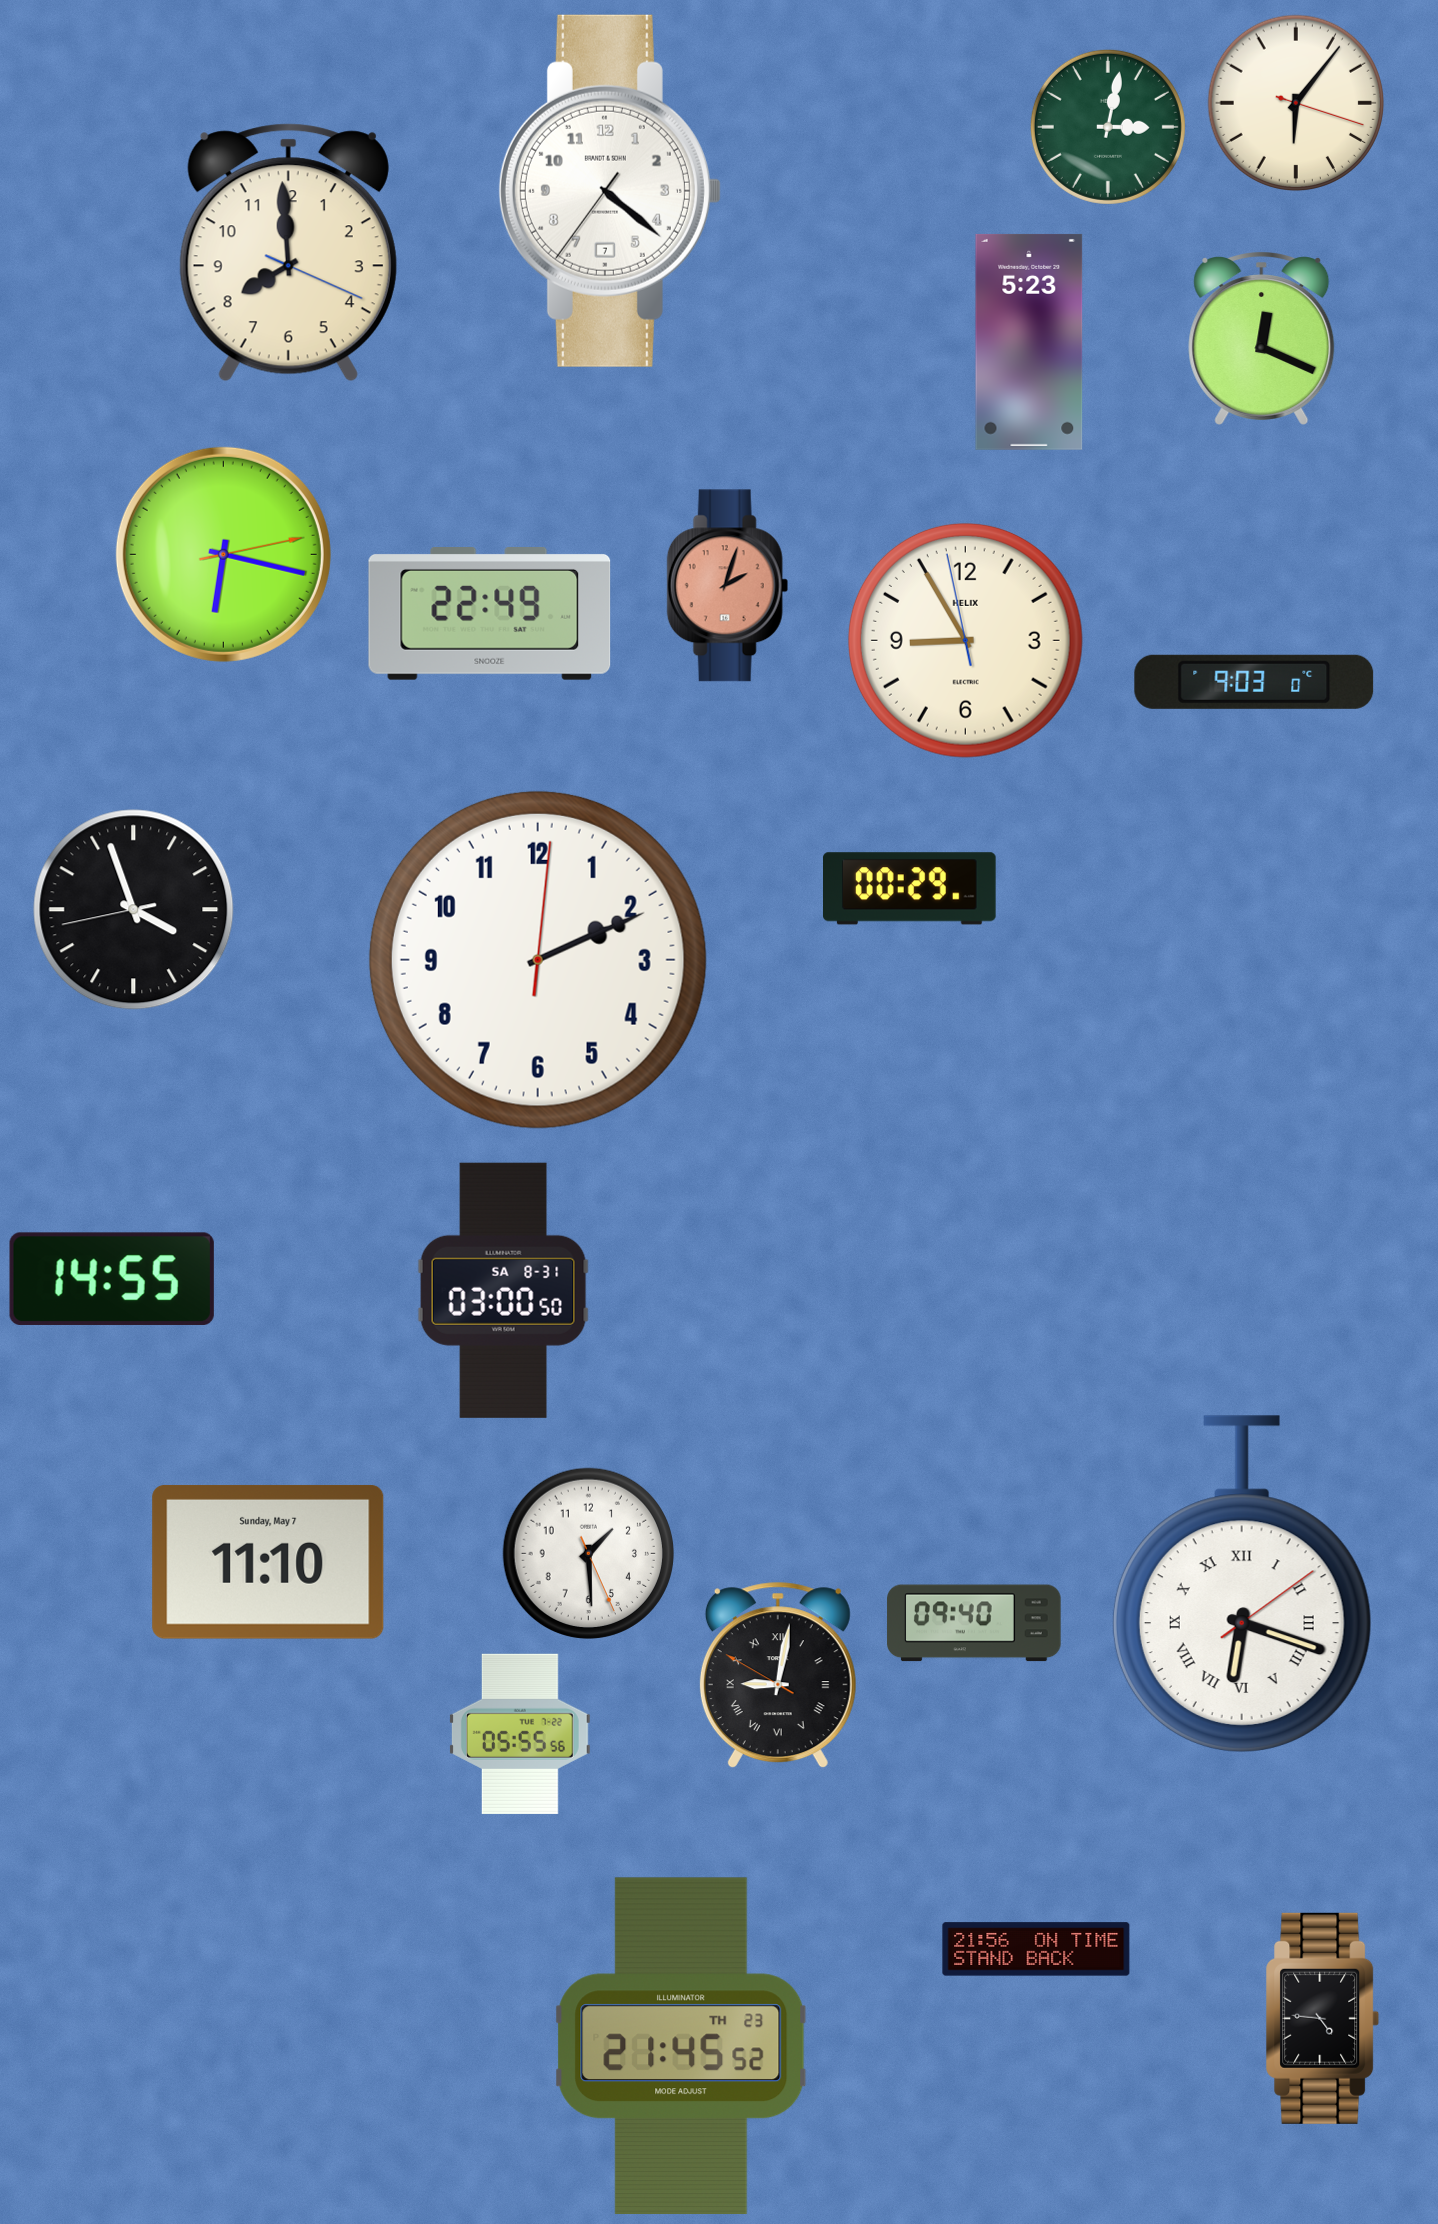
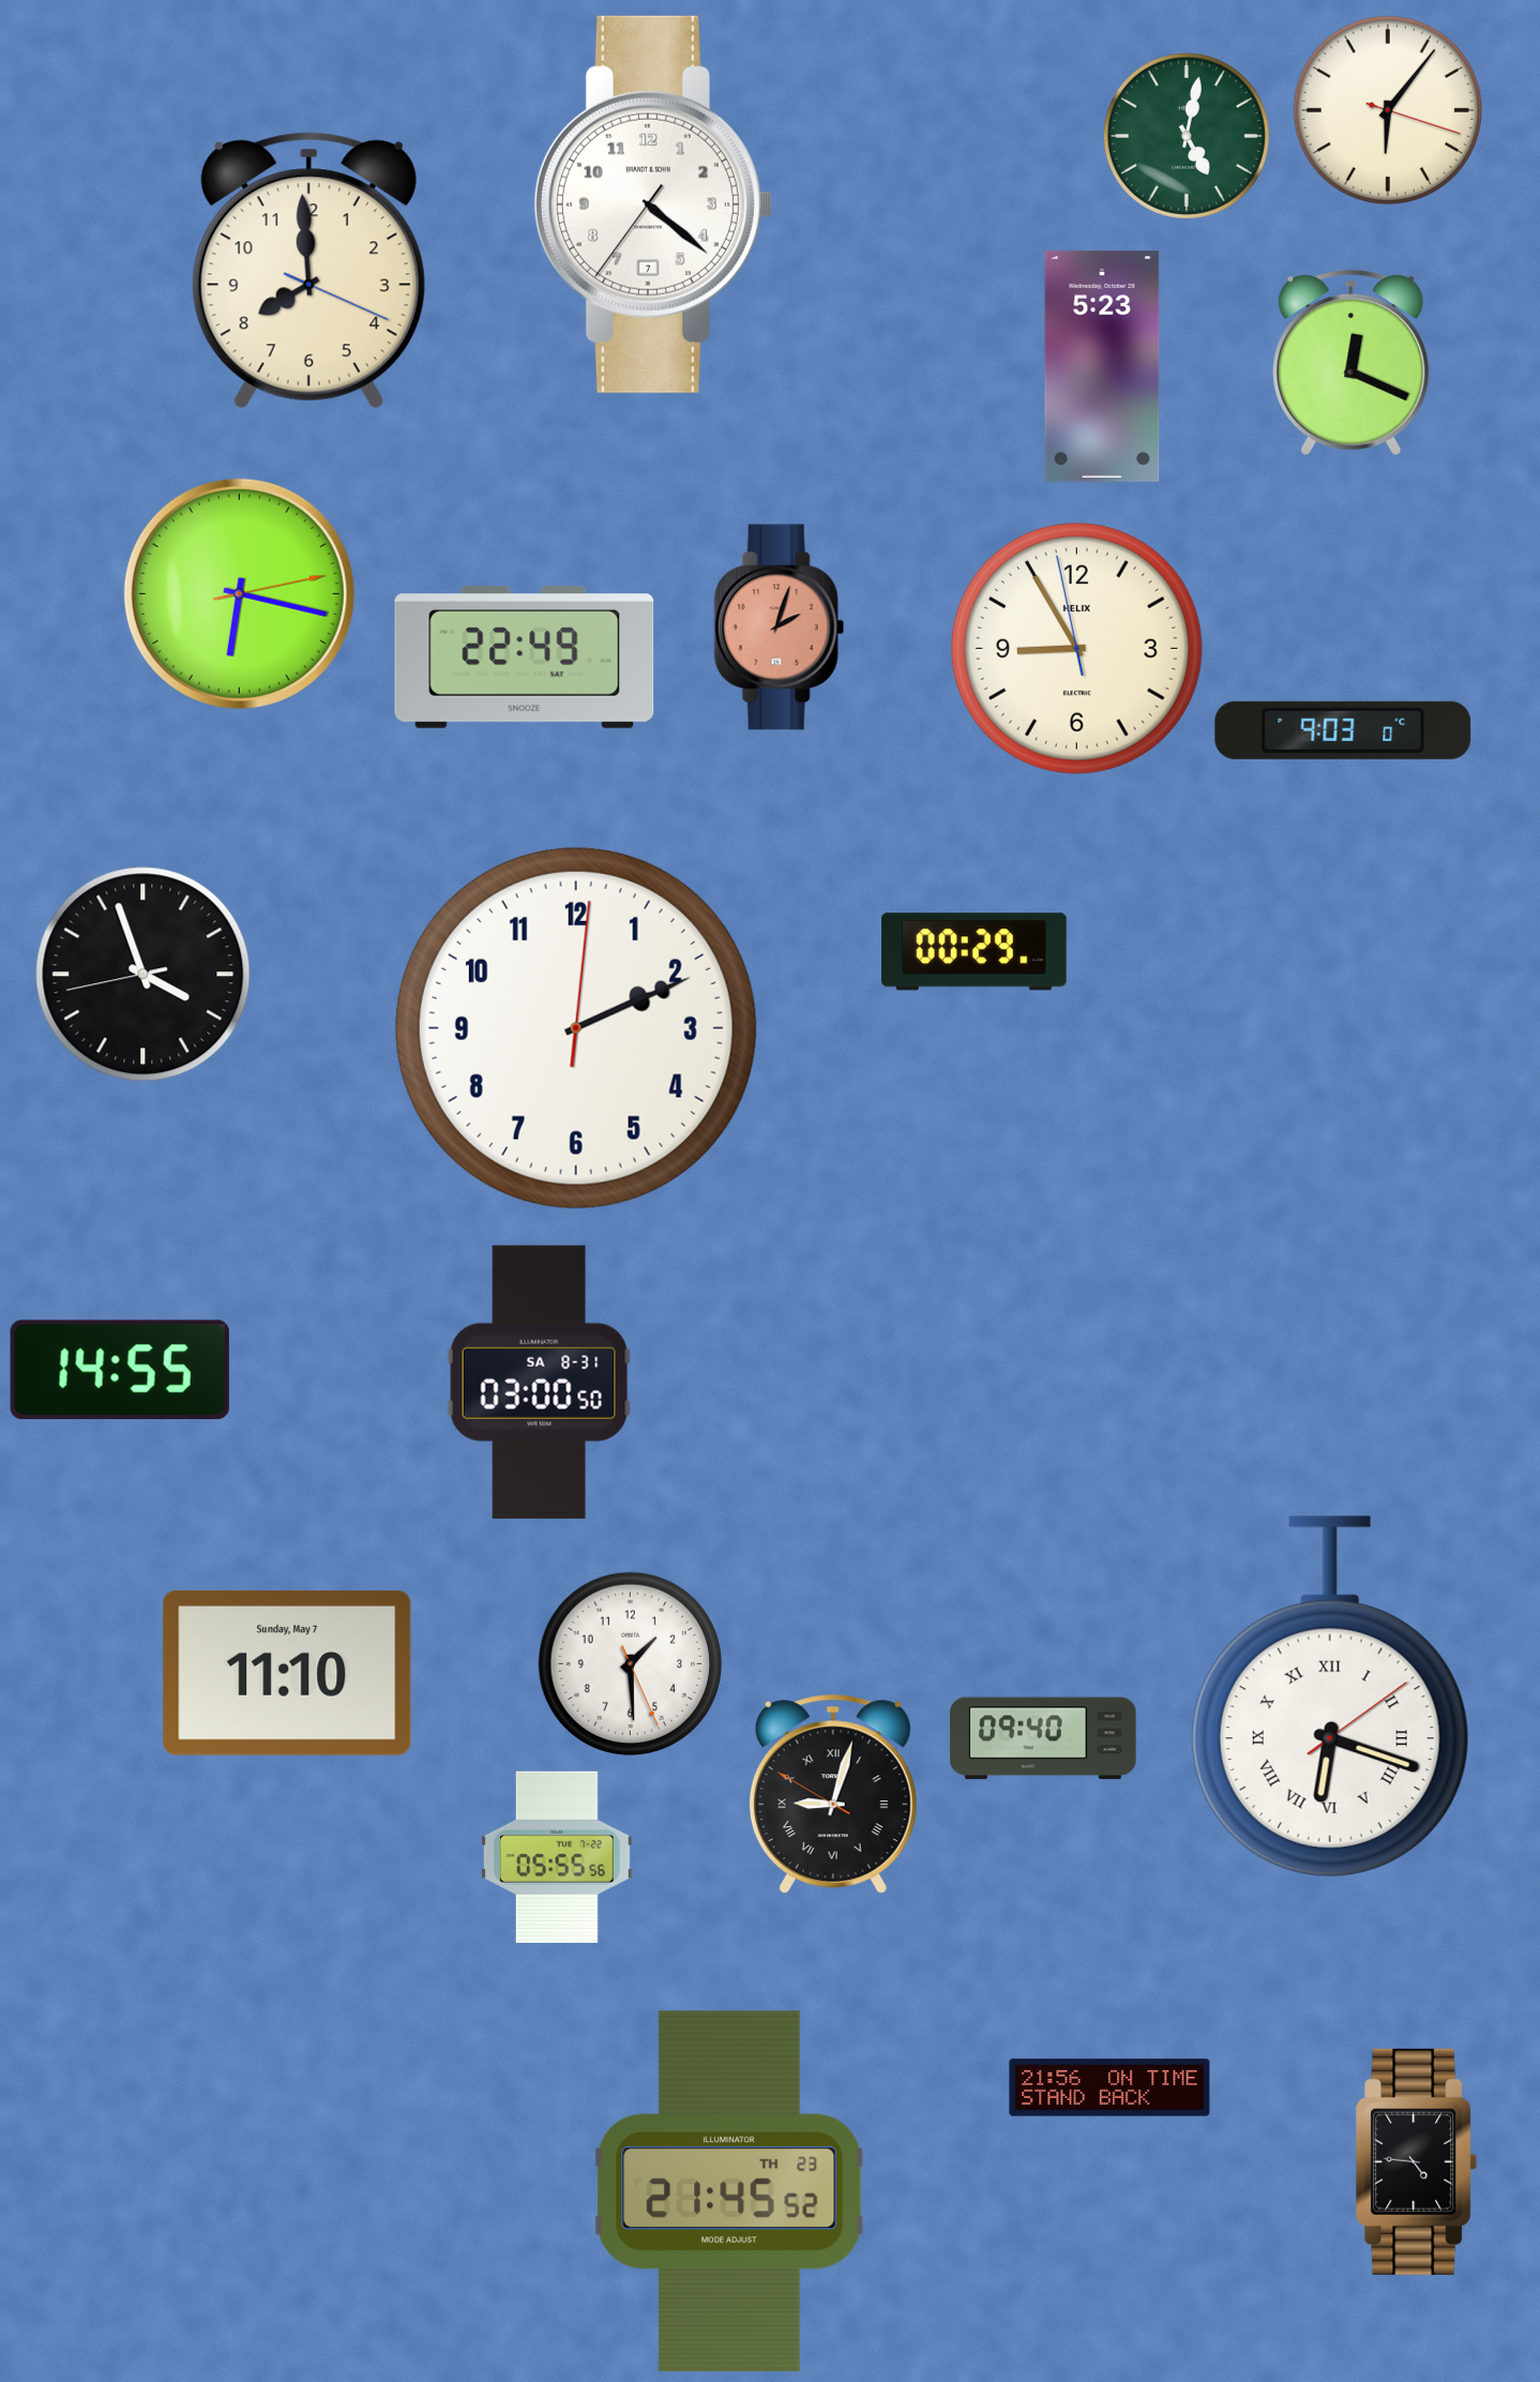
clock at (1108, 127): 3:02 -> 5:02
clock at (965, 640) position: (965, 640) -> (1076, 648)
clock at (778, 1675): 9:01 -> 9:02
